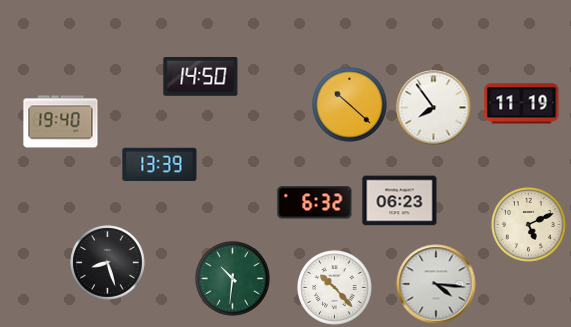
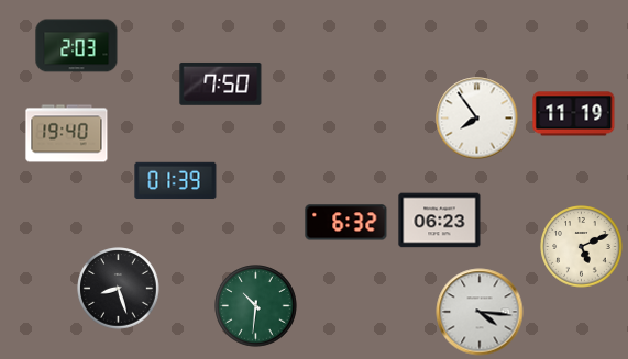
clock at (77, 46): none -> 2:03
clock at (201, 76): 14:50 -> 7:50
clock at (350, 105): 10:22 -> none
clock at (160, 165): 13:39 -> 01:39
clock at (335, 288): 10:23 -> none
